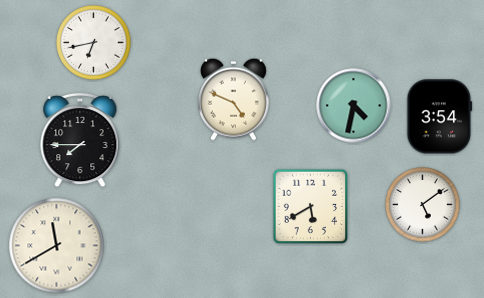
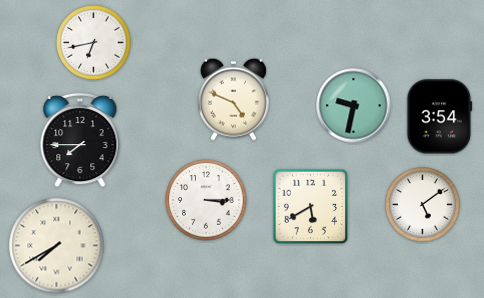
clock at (354, 106): 4:32 -> 9:32
clock at (206, 200): none -> 3:15
clock at (57, 246): 11:40 -> 7:40
